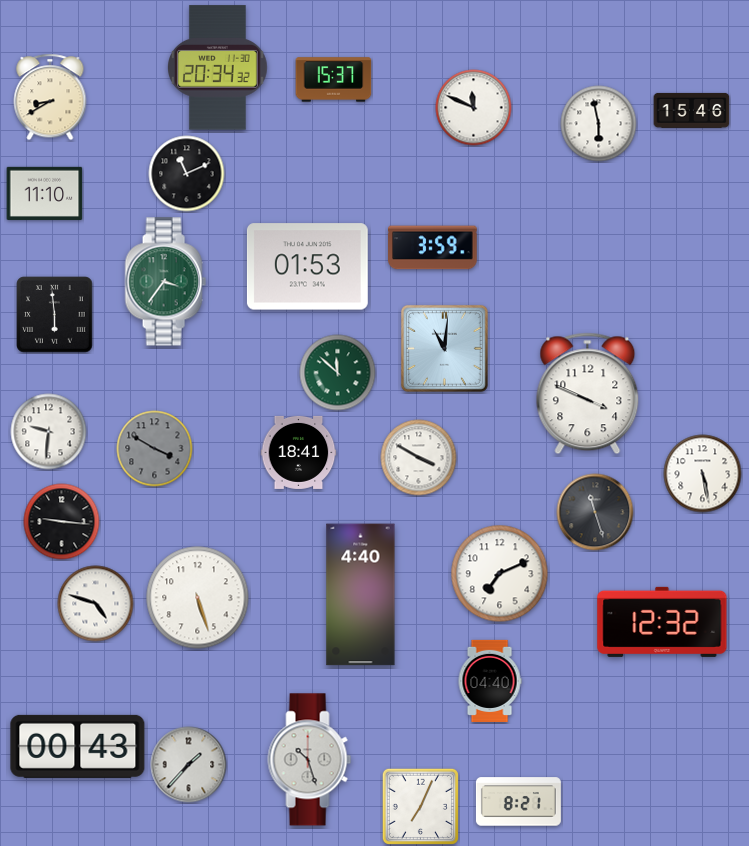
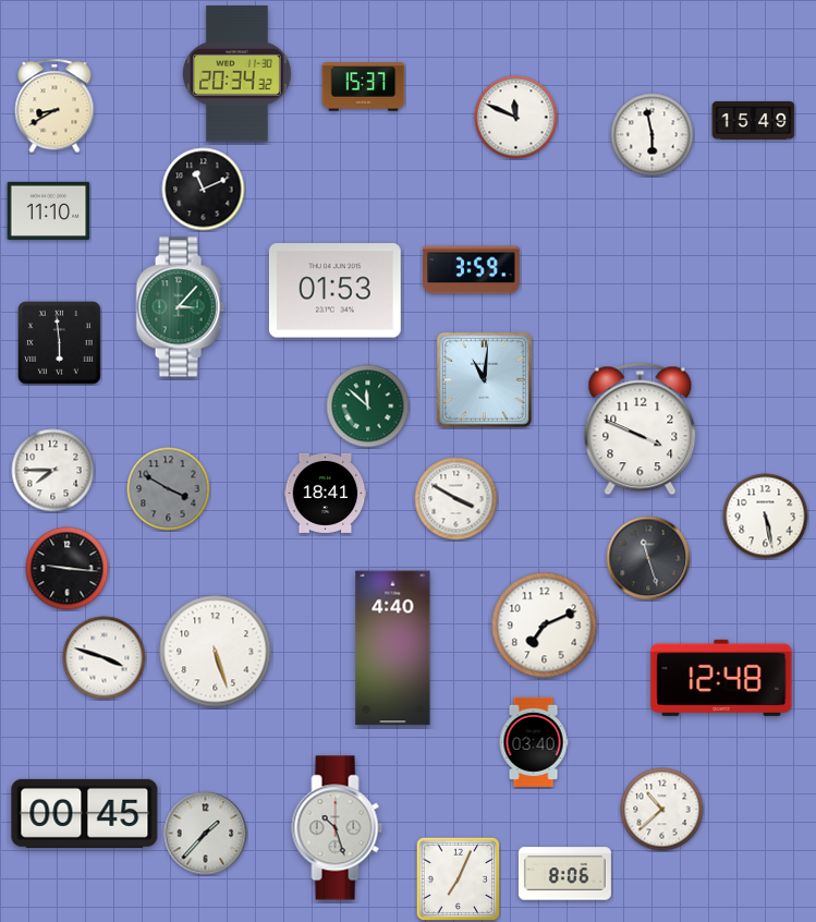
clock at (692, 110): 15:46 -> 15:49
clock at (165, 282): 3:36 -> 3:07
clock at (49, 432): 9:31 -> 7:45
clock at (96, 604): 4:48 -> 3:48
clock at (662, 622): 12:32 -> 12:48
clock at (490, 681): 04:40 -> 03:40
clock at (662, 810): none -> 10:38
clock at (78, 746): 00:43 -> 00:45
clock at (518, 802): 8:21 -> 8:06
